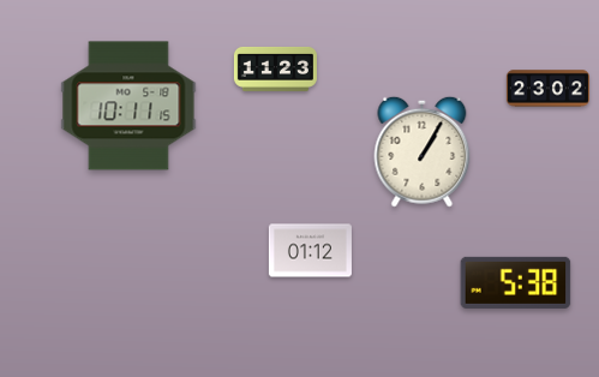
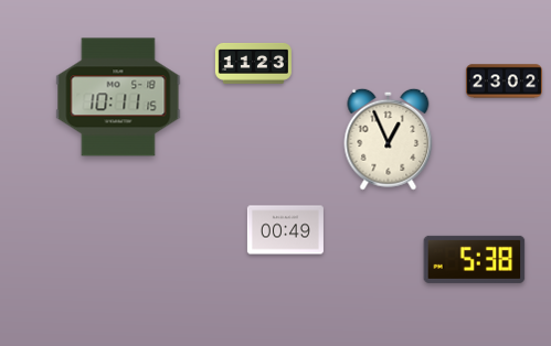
clock at (423, 151): 1:05 -> 12:56
clock at (310, 251): 01:12 -> 00:49
